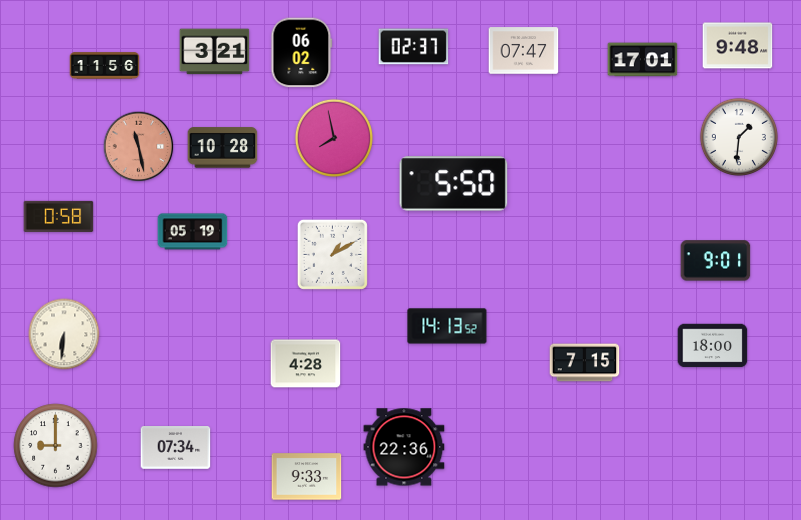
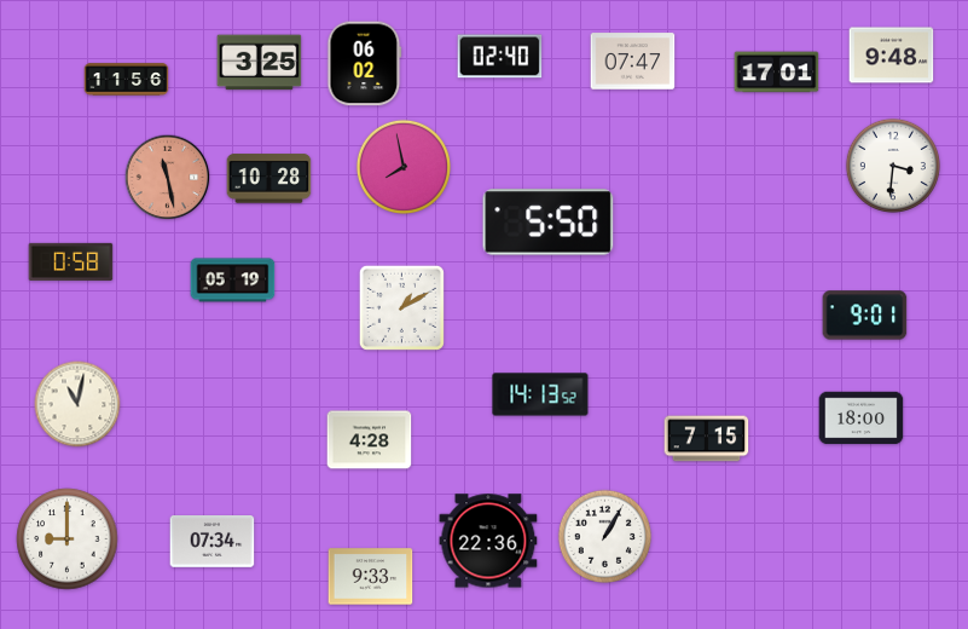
clock at (414, 47): 02:37 -> 02:40
clock at (215, 52): 3:21 -> 3:25
clock at (739, 137): 1:31 -> 3:31
clock at (64, 334): 6:31 -> 11:02
clock at (604, 536): none -> 1:05
